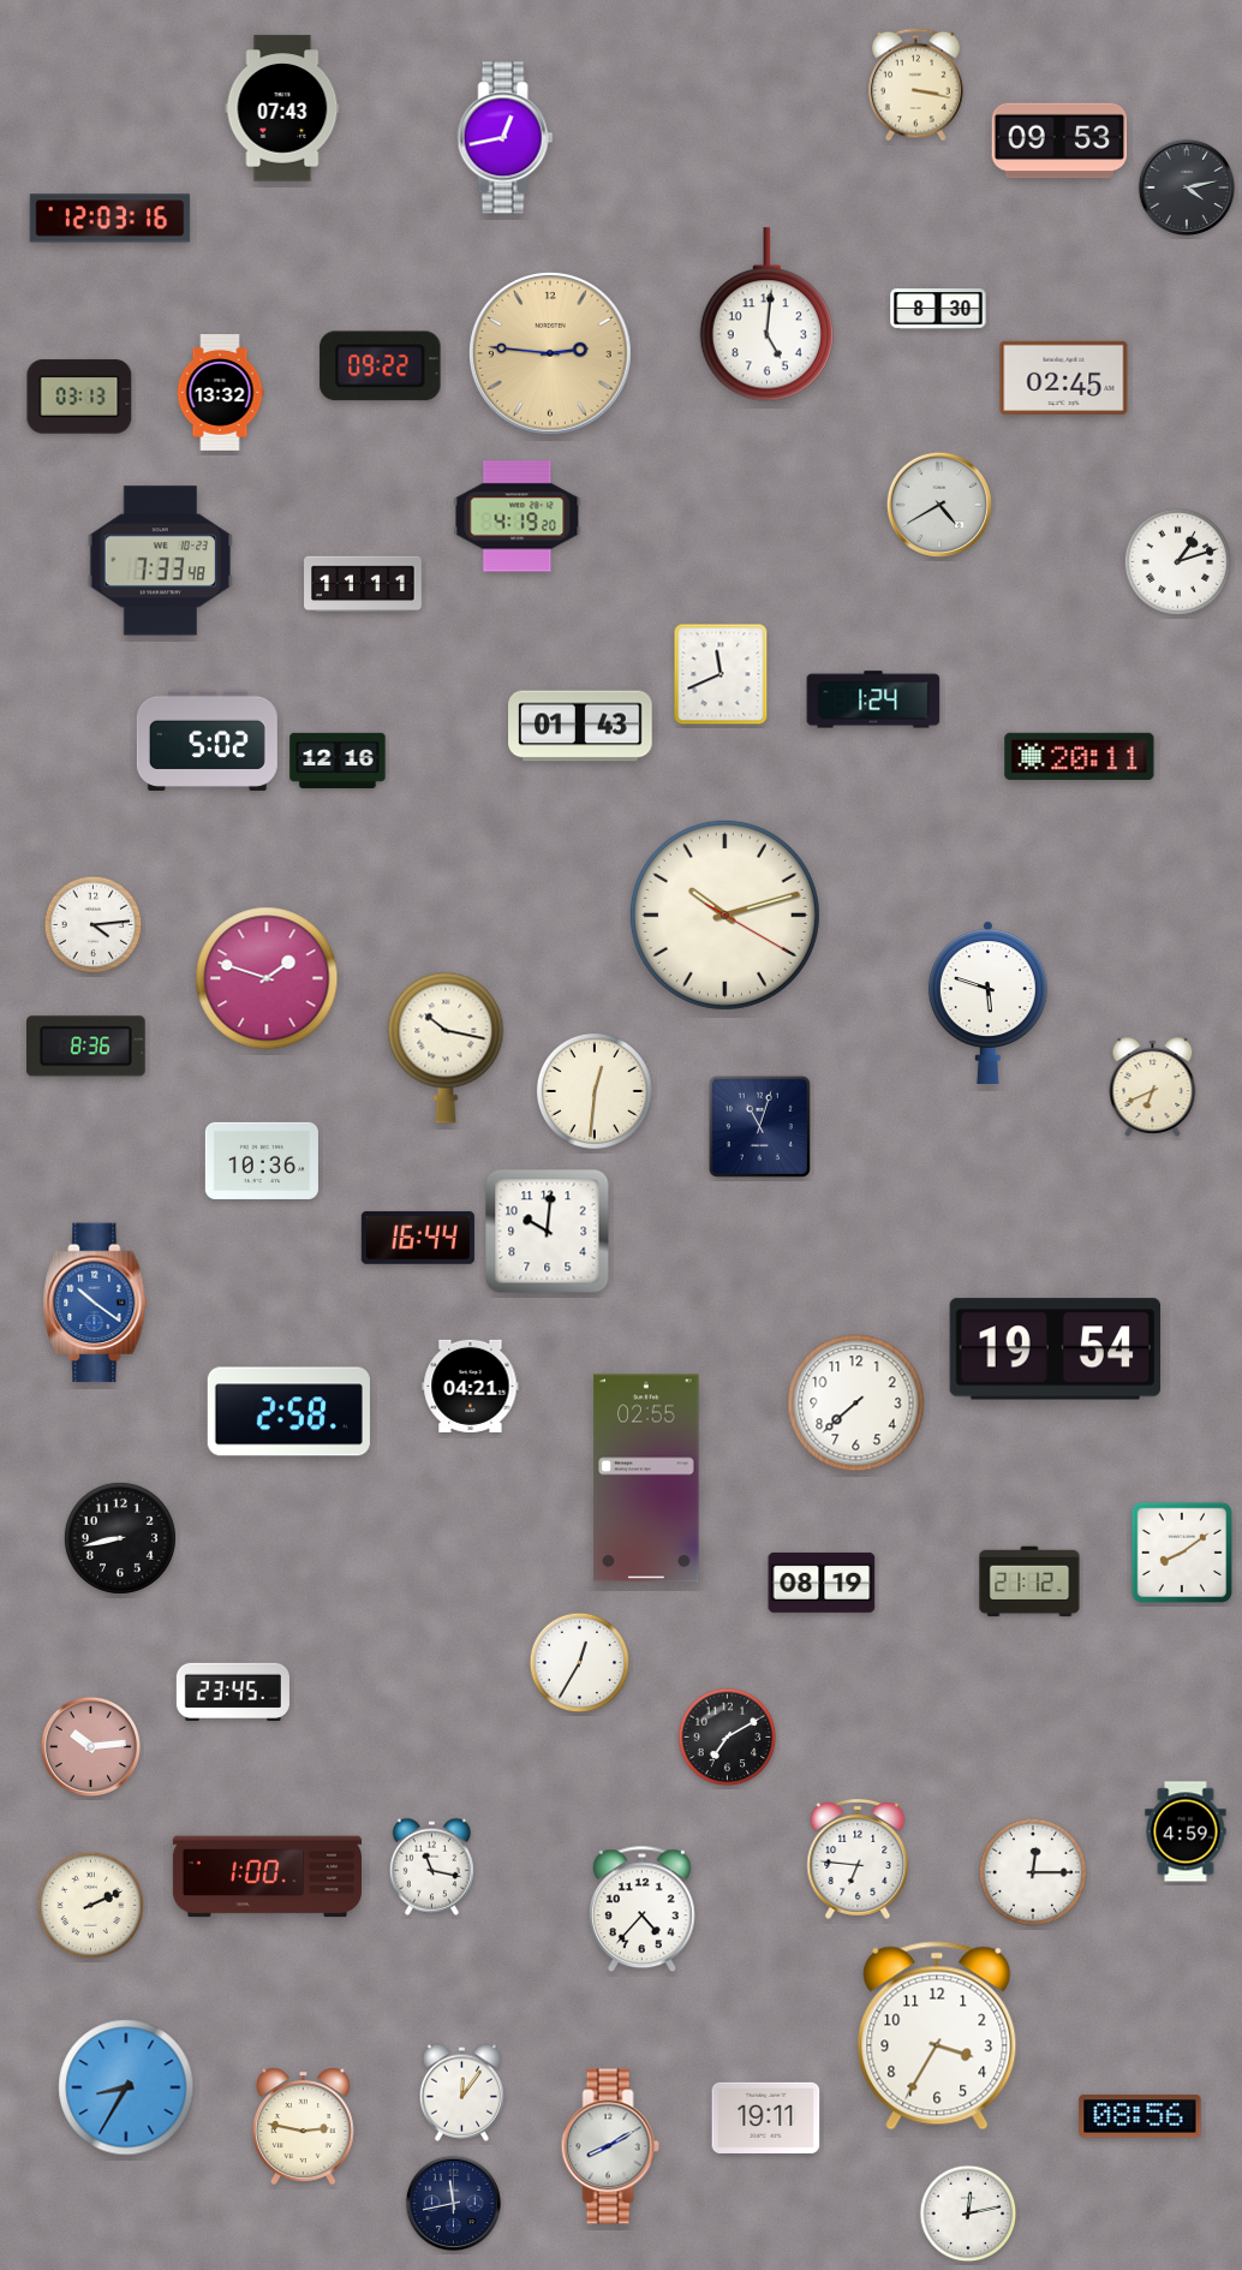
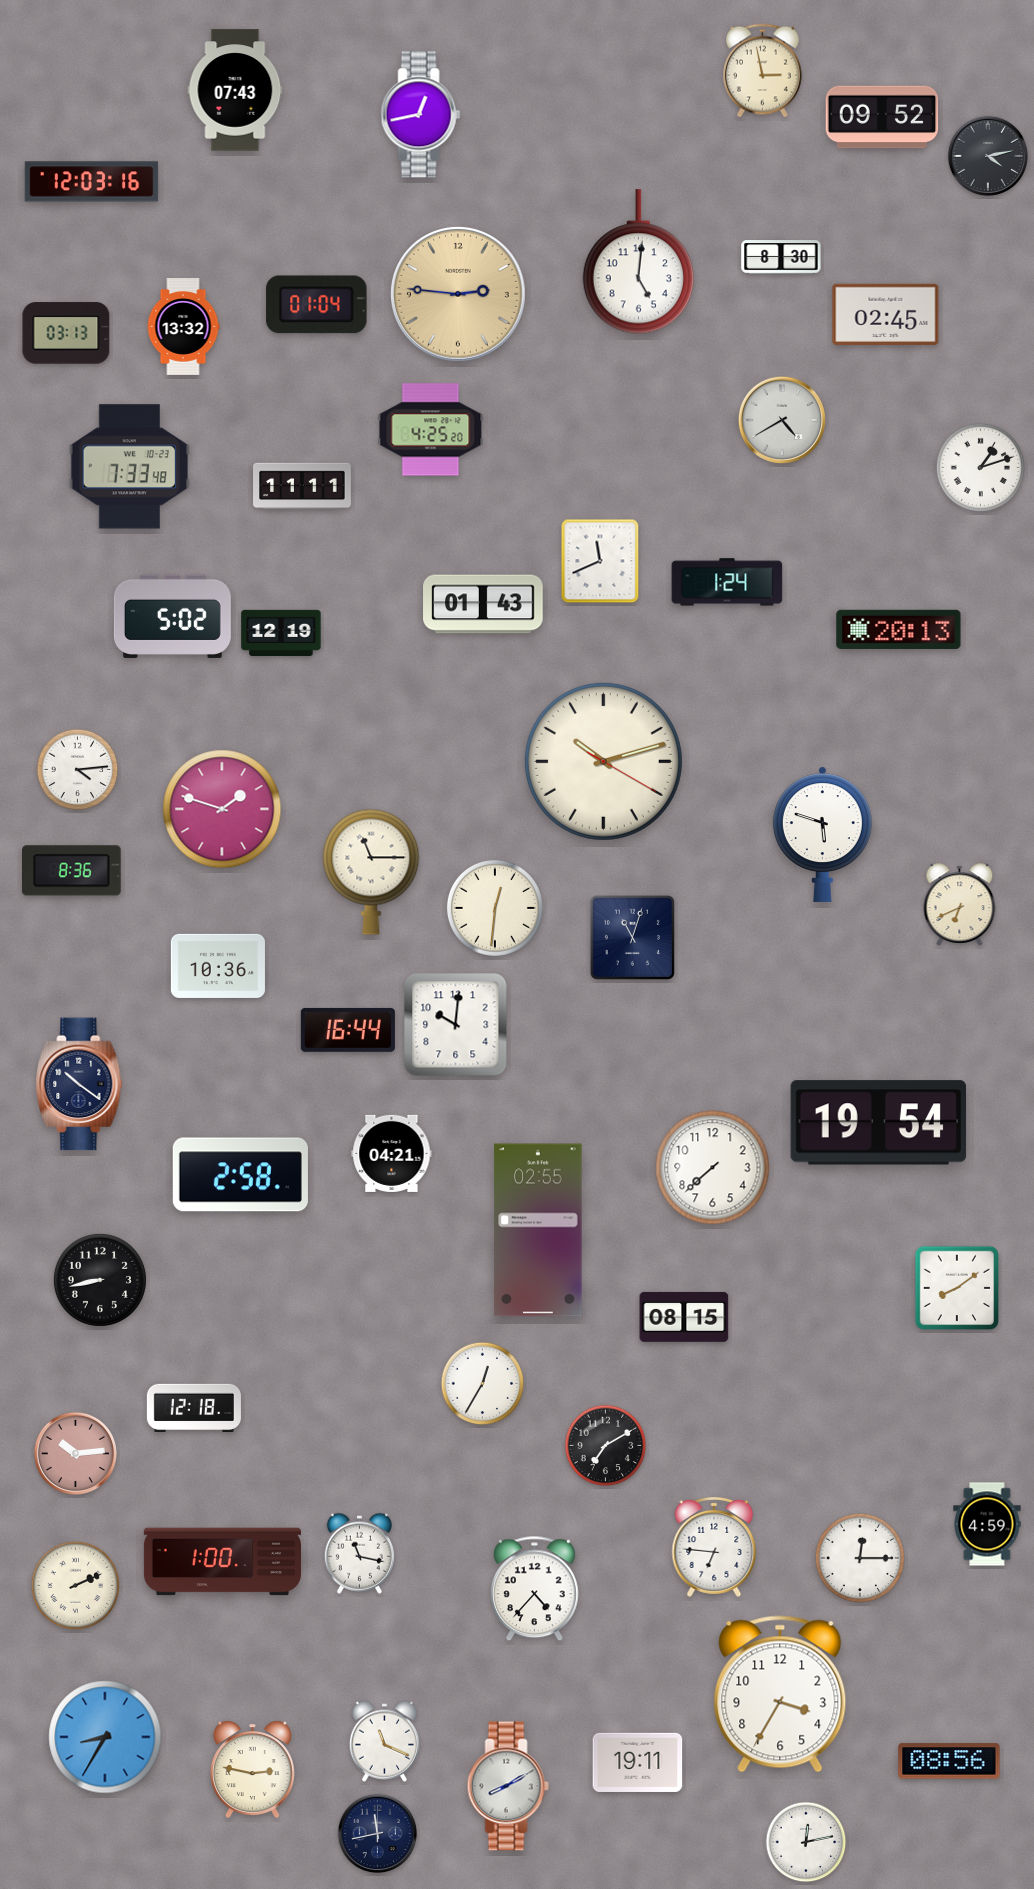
clock at (916, 85): 3:17 -> 2:58
clock at (1059, 141): 09:53 -> 09:52
clock at (381, 367): 09:22 -> 01:04
clock at (79, 397) position: (79, 397) -> (66, 333)
clock at (518, 517): 4:19 -> 4:25
clock at (161, 561) position: (161, 561) -> (130, 467)
clock at (1080, 756): 20:11 -> 20:13
clock at (338, 761): 12:16 -> 12:19
clock at (267, 978) position: (267, 978) -> (222, 809)
clock at (446, 1048): 10:17 -> 11:15
clock at (95, 1303) dial: blue -> navy
clock at (1181, 1551) position: (1181, 1551) -> (956, 1287)
clock at (1029, 1581): 21:12 -> none
clock at (822, 1583): 08:19 -> 08:15
clock at (233, 1691): 23:45 -> 12:18
clock at (461, 2092): 12:06 -> 11:19
